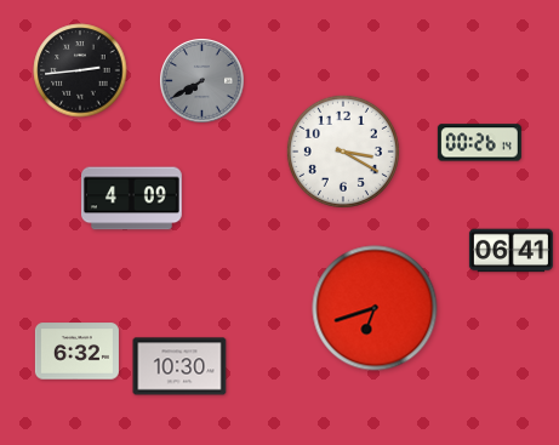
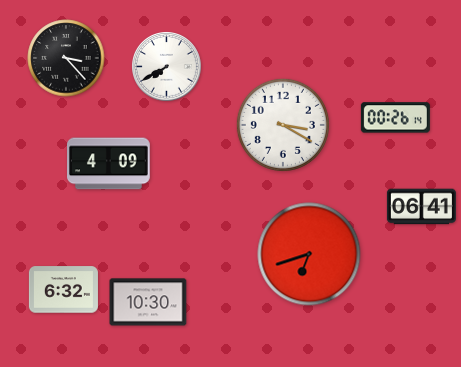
clock at (80, 70): 2:44 -> 3:23
clock at (203, 81) dial: grey -> white
